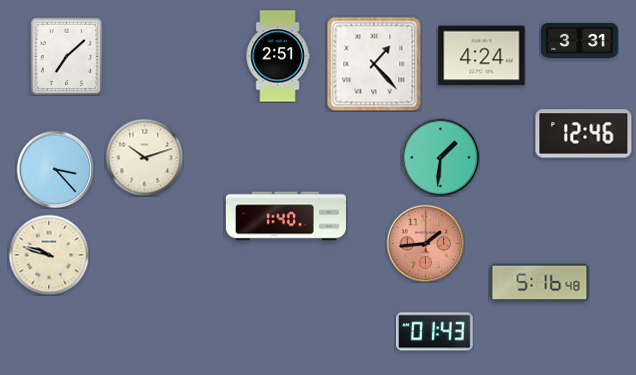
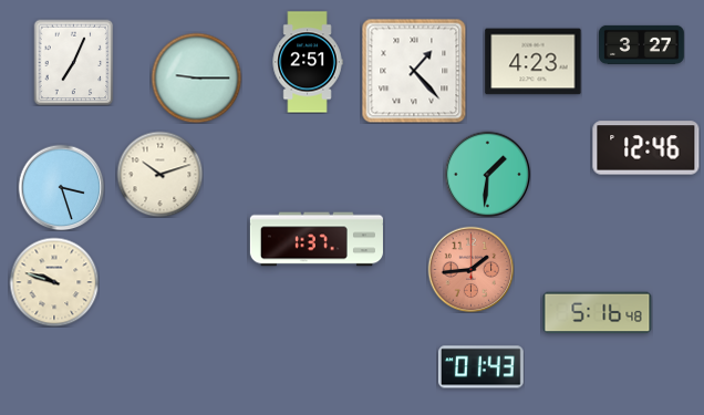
clock at (580, 40): 3:31 -> 3:27
clock at (67, 56): 7:08 -> 7:04
clock at (482, 56): 4:24 -> 4:23
clock at (196, 77): none -> 9:15
clock at (55, 169): 3:23 -> 3:27
clock at (286, 216): 1:40 -> 1:37
